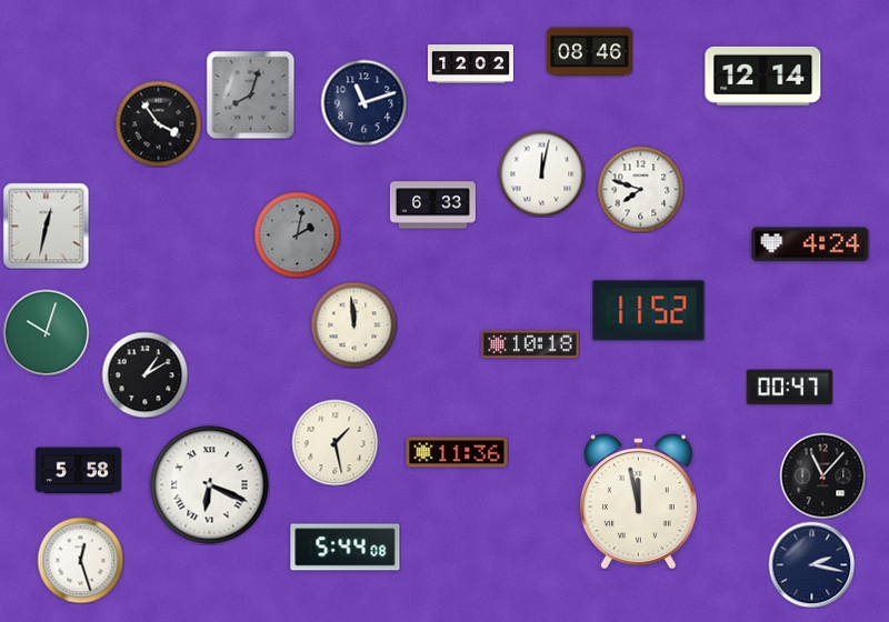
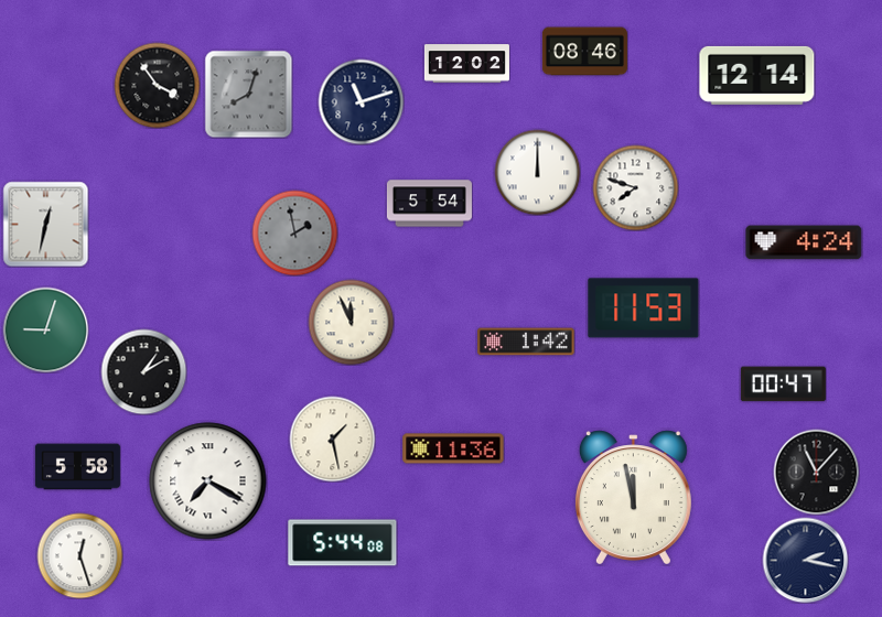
clock at (158, 123) position: (158, 123) -> (157, 85)
clock at (541, 173): 12:02 -> 12:00
clock at (432, 205): 6:33 -> 5:54
clock at (297, 234): 2:02 -> 1:58
clock at (649, 311): 11:52 -> 11:53
clock at (353, 324): 11:59 -> 11:56
clock at (46, 332): 10:03 -> 9:03
clock at (530, 344): 10:18 -> 1:42
clock at (210, 485): 6:19 -> 7:20
